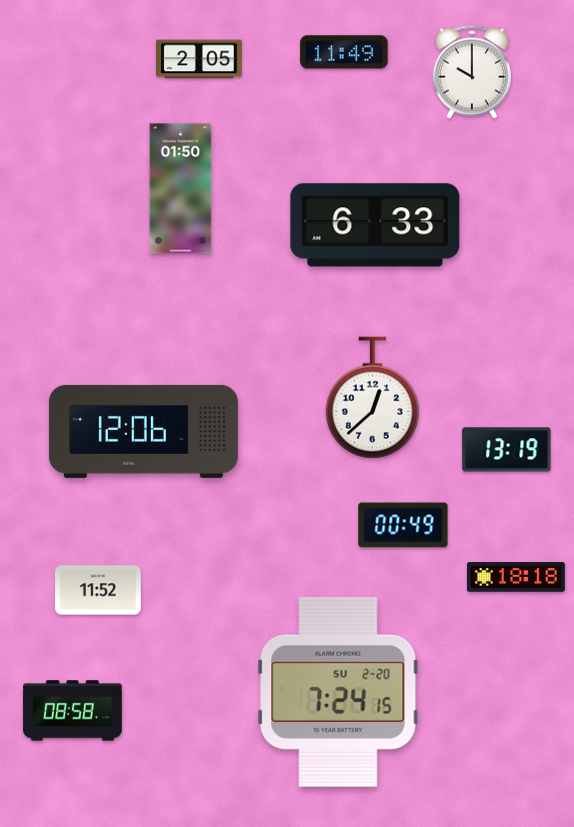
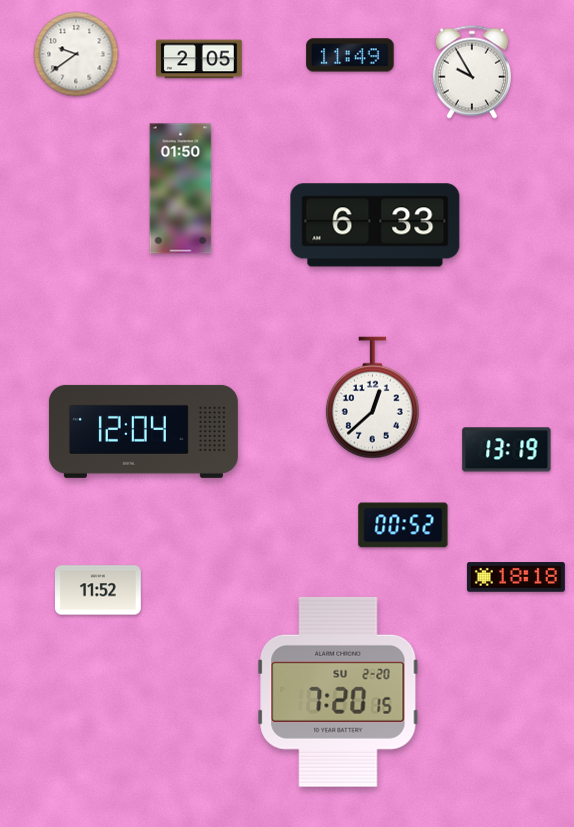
clock at (344, 52) position: (344, 52) -> (350, 55)
clock at (76, 54): none -> 9:39
clock at (472, 72): 10:00 -> 9:55
clock at (143, 431): 12:06 -> 12:04
clock at (403, 525): 00:49 -> 00:52
clock at (338, 692): 7:24 -> 7:20
clock at (73, 711): 08:58 -> none
